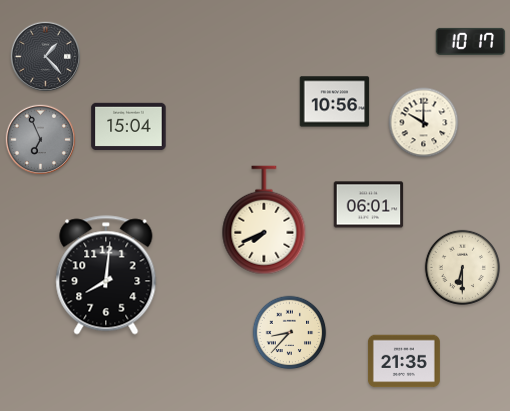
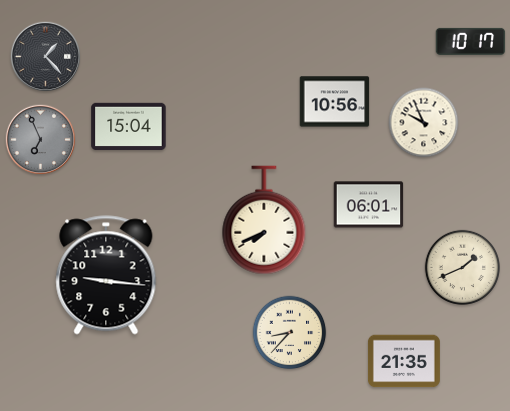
clock at (424, 123): 10:00 -> 9:56
clock at (462, 267): 6:30 -> 1:41
clock at (106, 275): 8:01 -> 9:16
